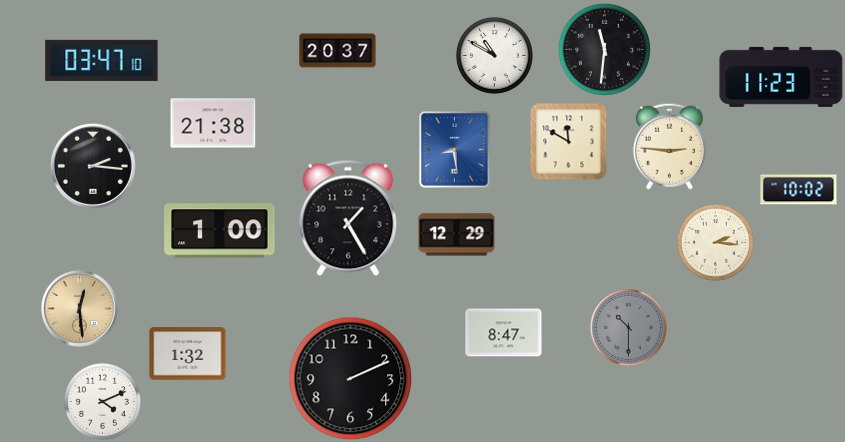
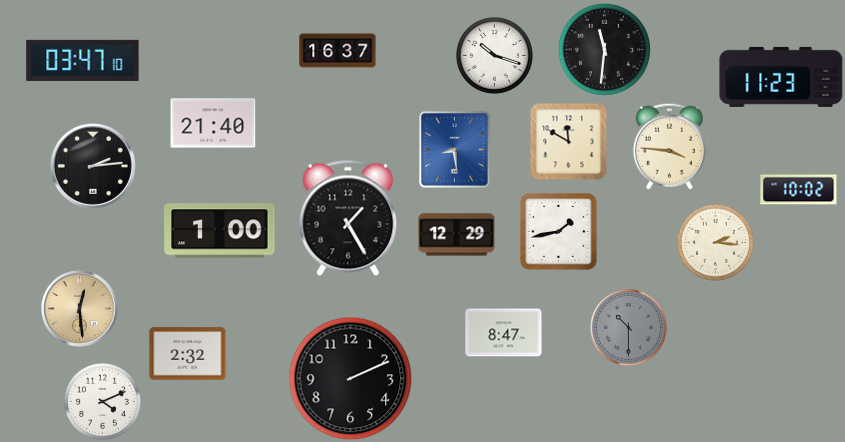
clock at (338, 51): 20:37 -> 16:37
clock at (494, 55): 10:50 -> 10:18
clock at (102, 60) position: (102, 60) -> (83, 60)
clock at (213, 123): 21:38 -> 21:40
clock at (669, 146): 2:46 -> 3:46
clock at (93, 166): 2:16 -> 2:14
clock at (559, 232): none -> 1:43
clock at (188, 354): 1:32 -> 2:32
